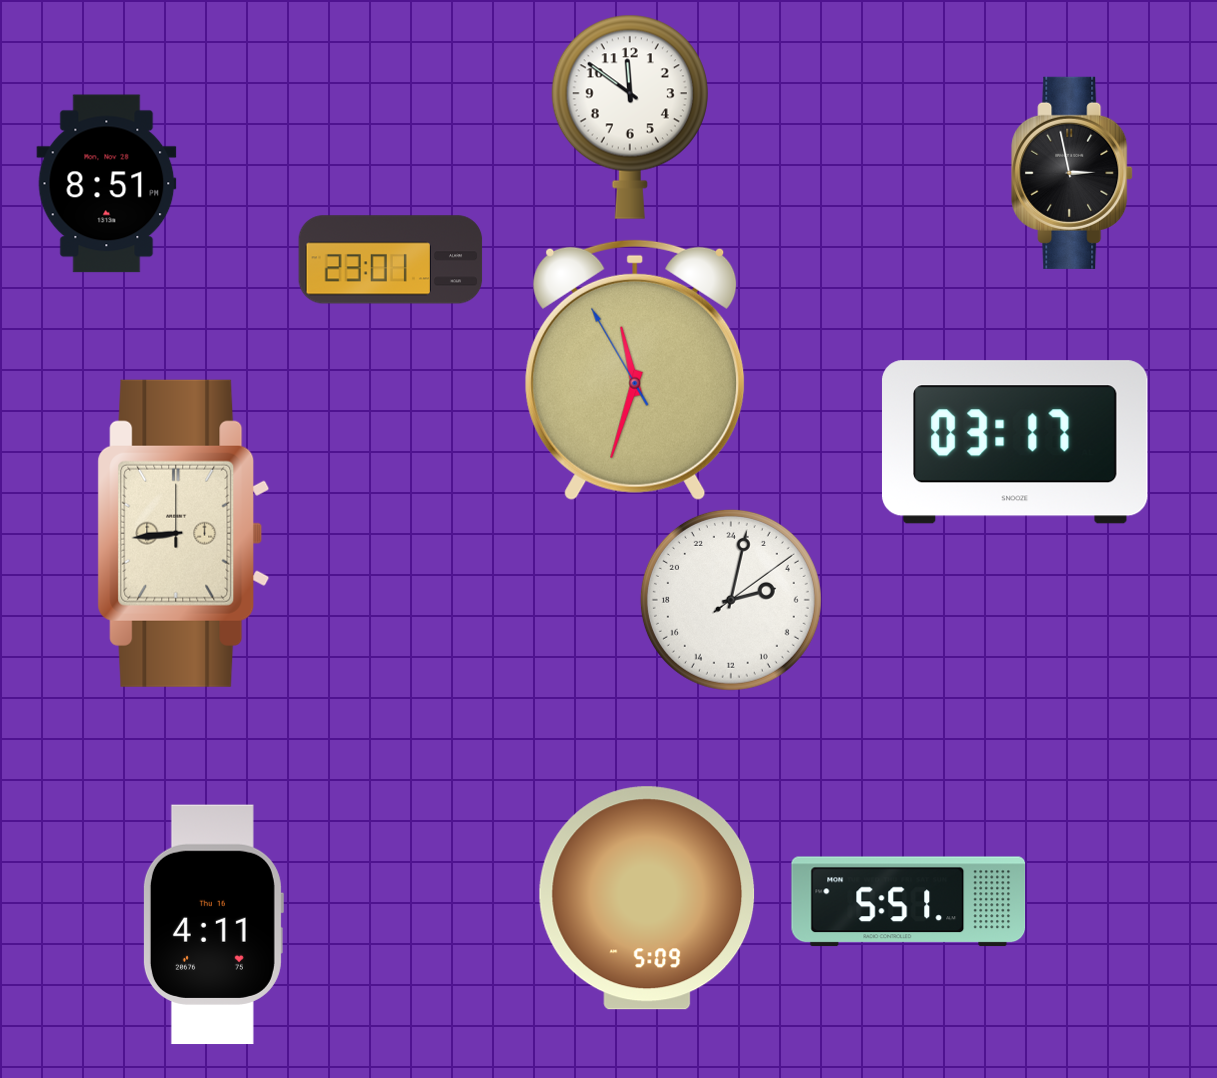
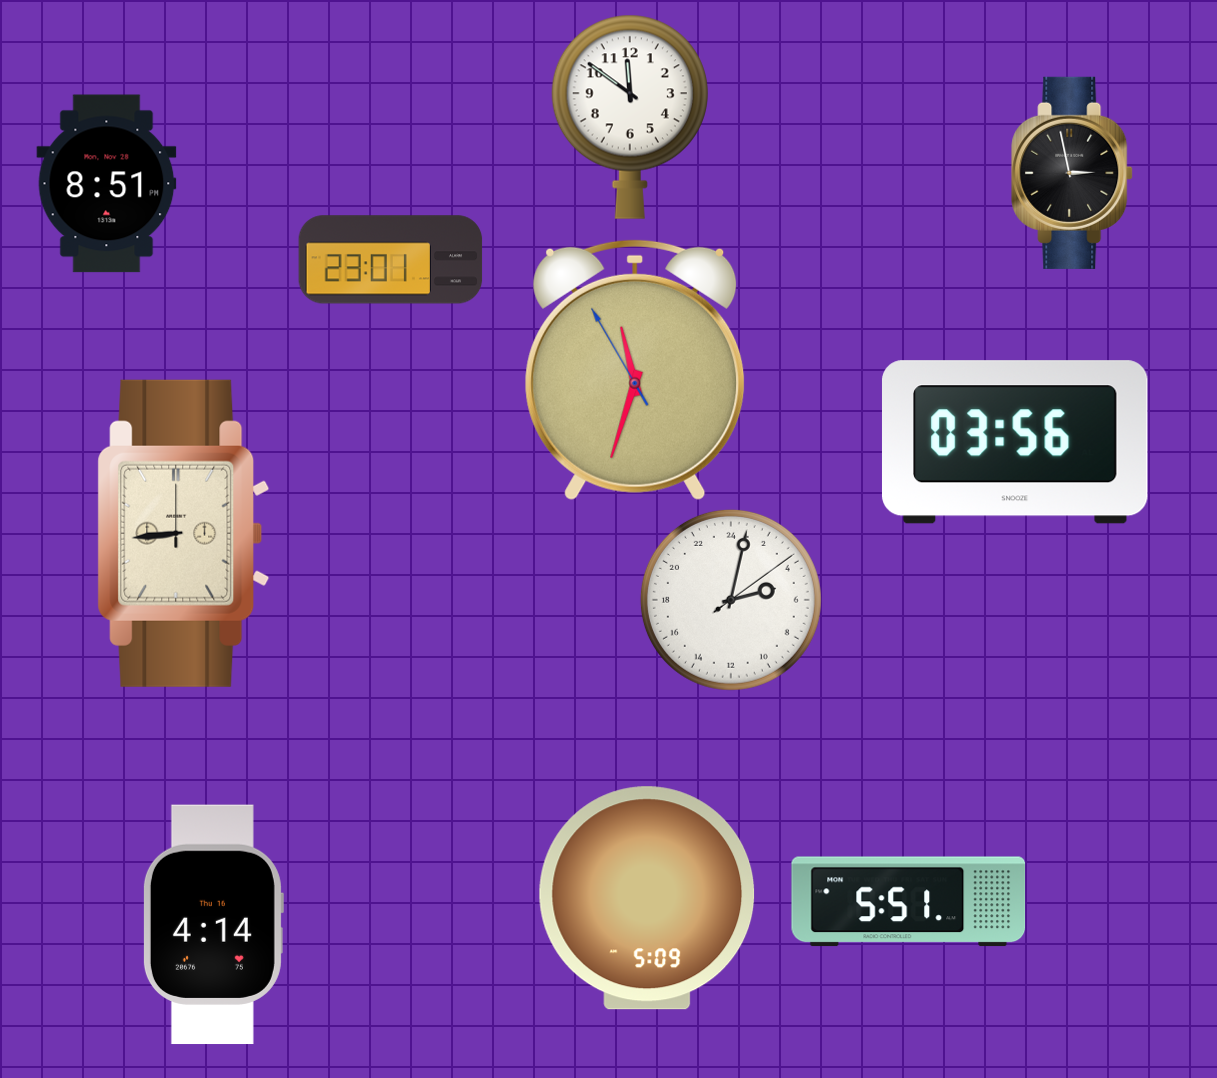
clock at (1015, 442): 03:17 -> 03:56
clock at (213, 925): 4:11 -> 4:14
